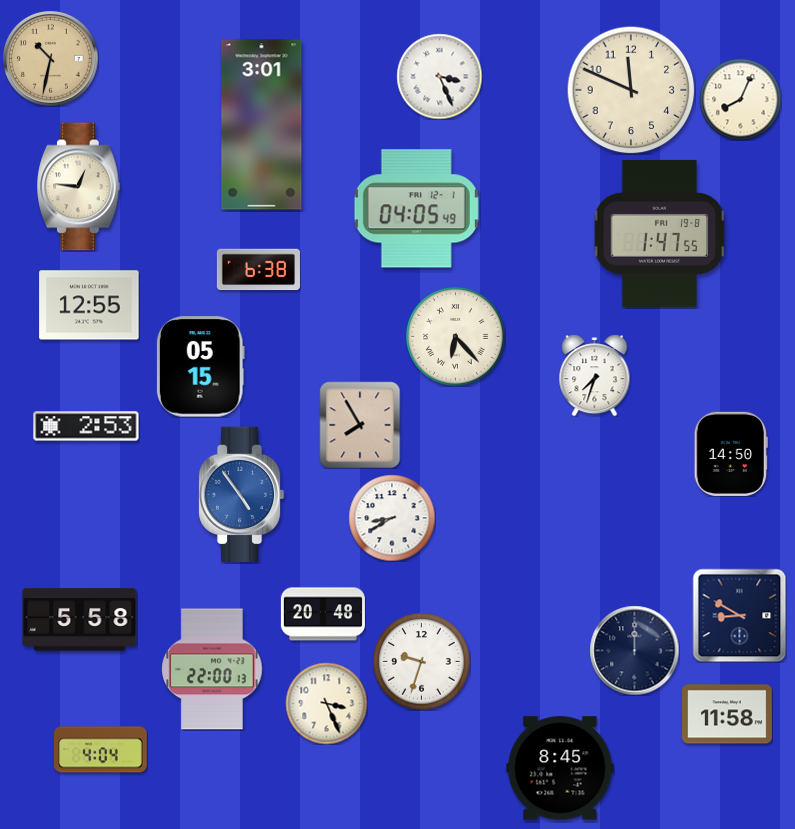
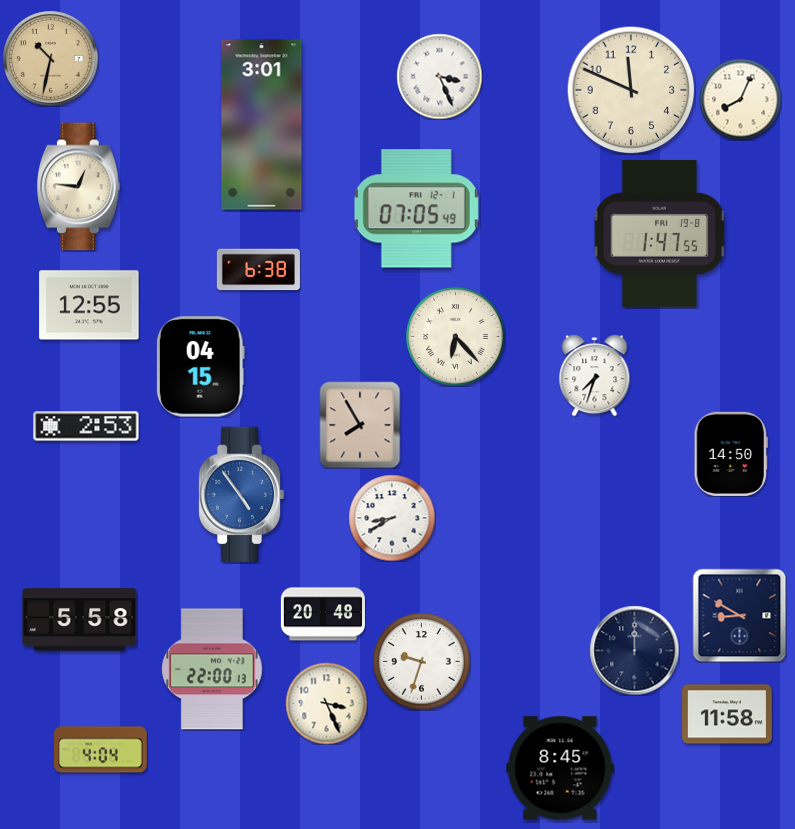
clock at (416, 209): 04:05 -> 07:05
clock at (200, 367): 05:15 -> 04:15
